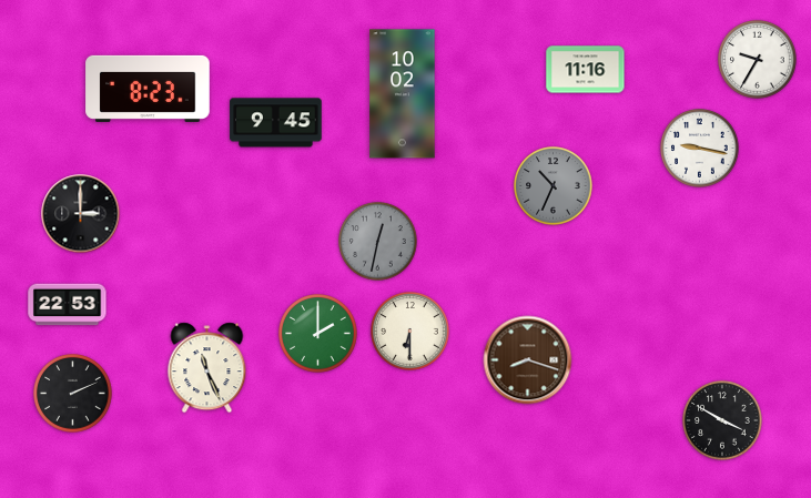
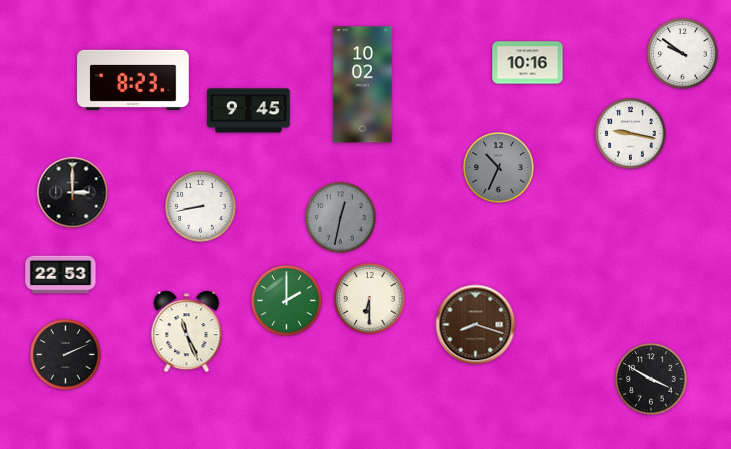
clock at (758, 60): 9:35 -> 9:51
clock at (586, 70): 11:16 -> 10:16
clock at (201, 207): none -> 8:43
